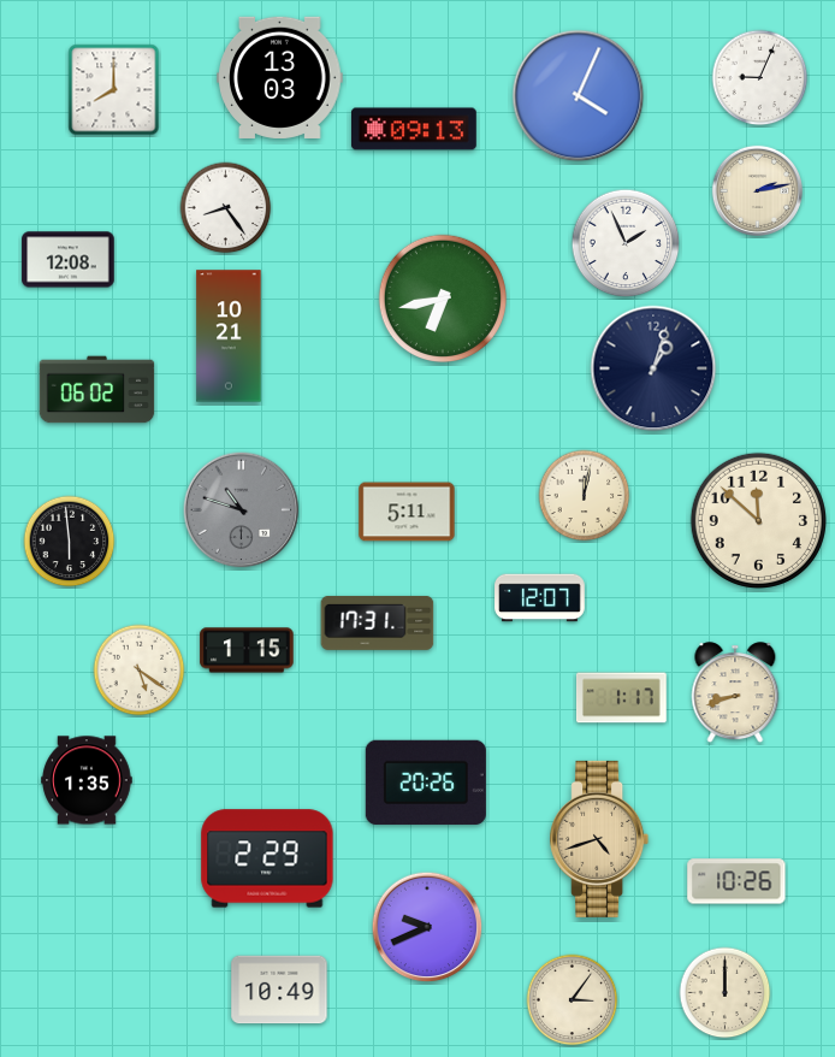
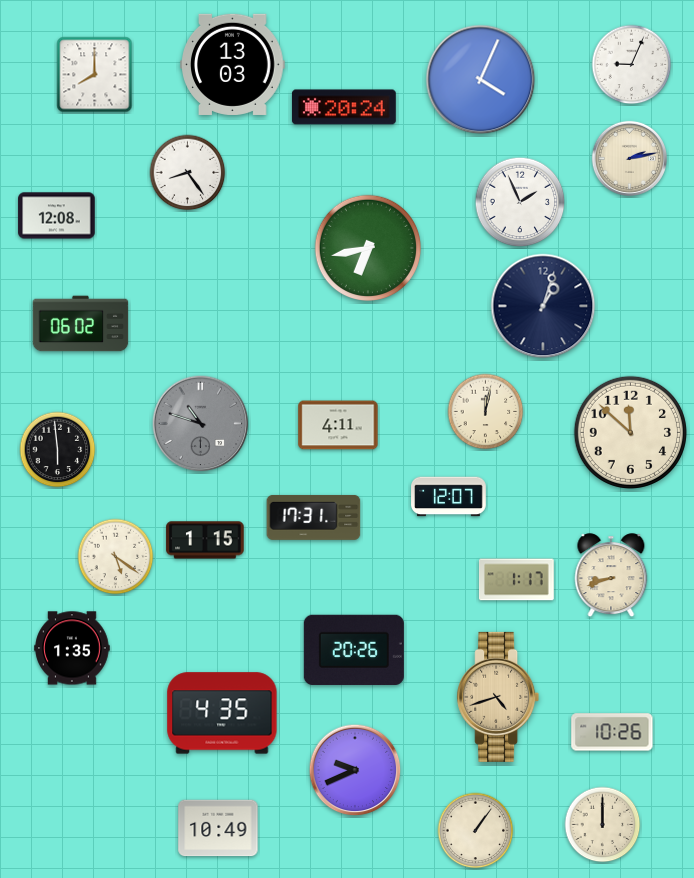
clock at (414, 129): 09:13 -> 20:24
clock at (229, 336): 10:21 -> none
clock at (407, 512): 5:11 -> 4:11
clock at (267, 858): 2:29 -> 4:35
clock at (279, 990) position: (279, 990) -> (218, 828)
clock at (573, 1000): 3:06 -> 1:06
